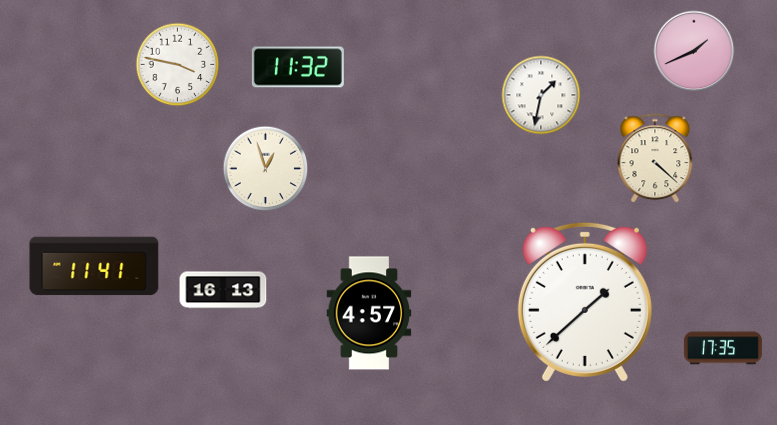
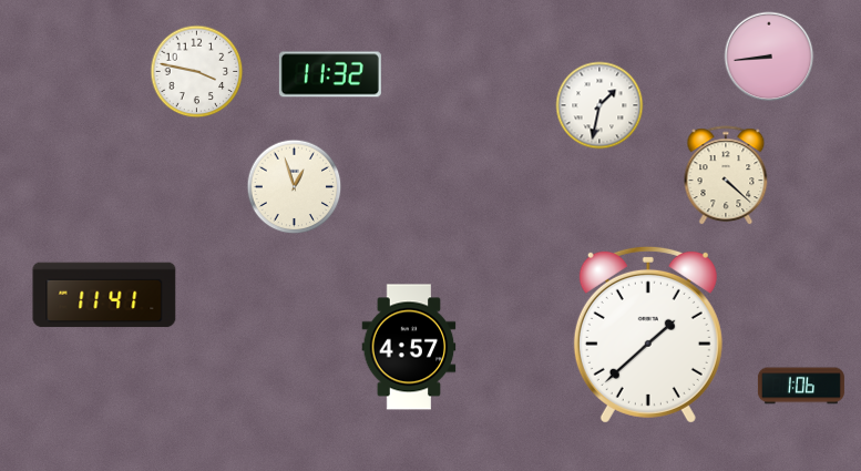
clock at (694, 51): 1:41 -> 8:44
clock at (223, 290): 16:13 -> none
clock at (723, 348): 17:35 -> 1:06
